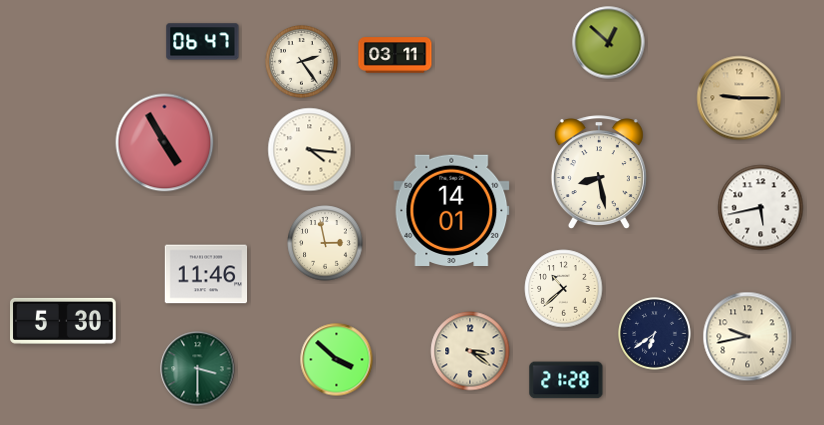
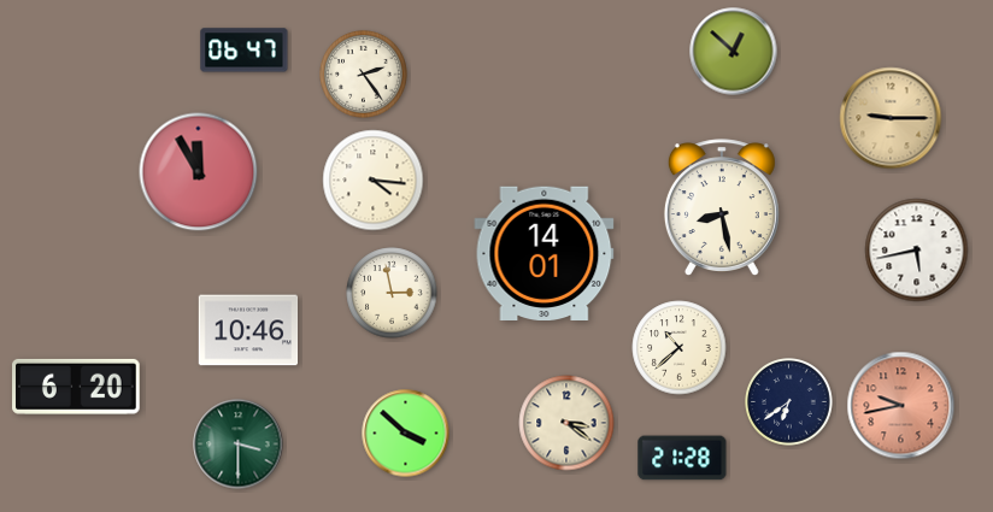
clock at (395, 55): 03:11 -> none
clock at (165, 143): 4:55 -> 11:55
clock at (206, 274): 11:46 -> 10:46
clock at (64, 321): 5:30 -> 6:20
clock at (748, 337) dial: cream -> salmon
